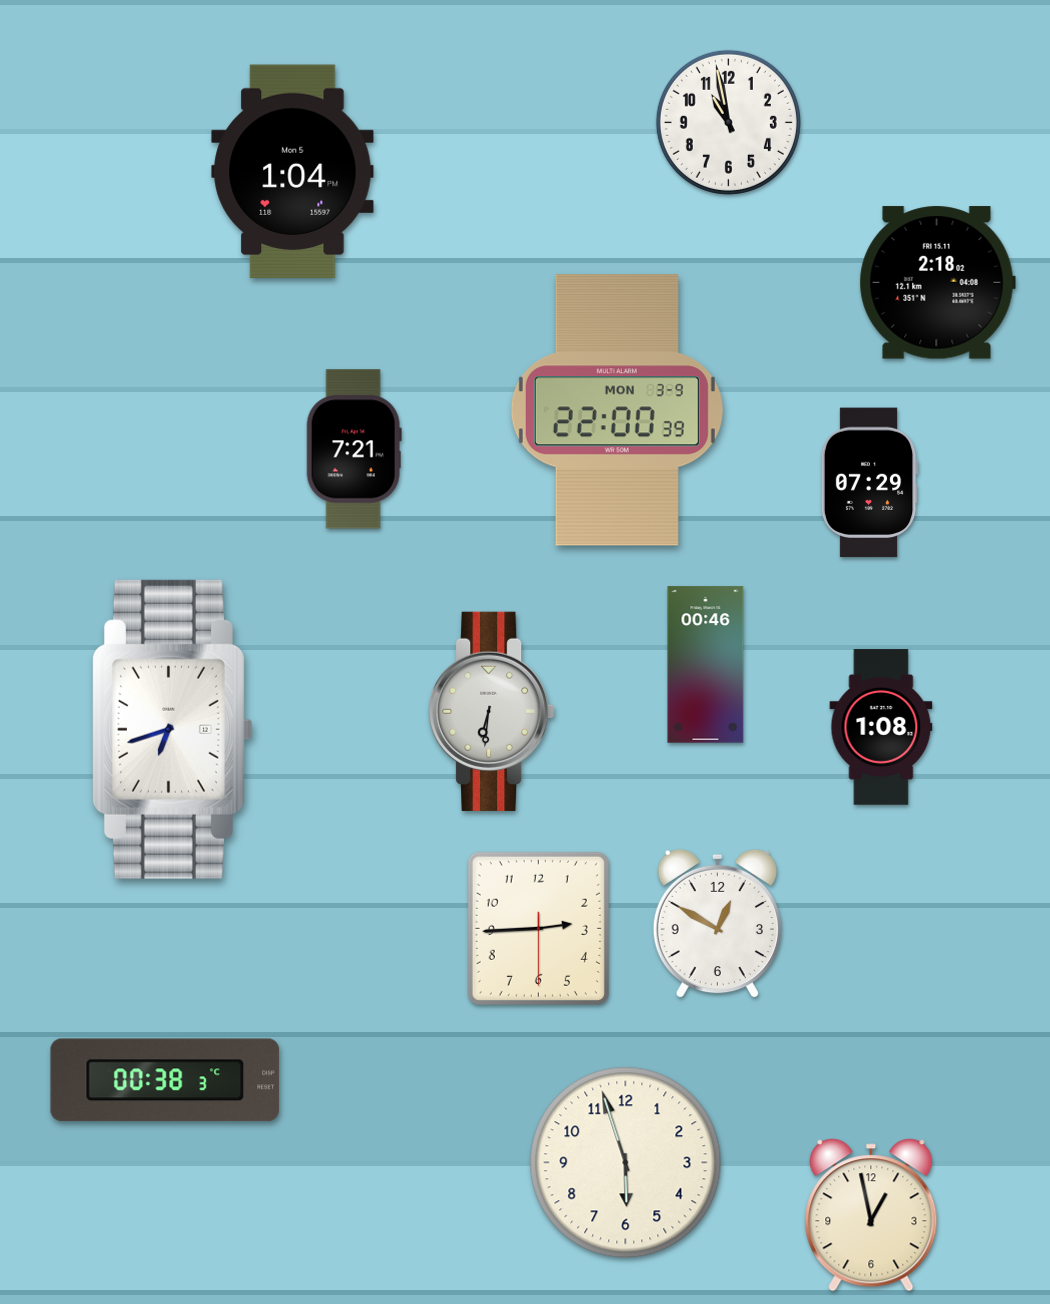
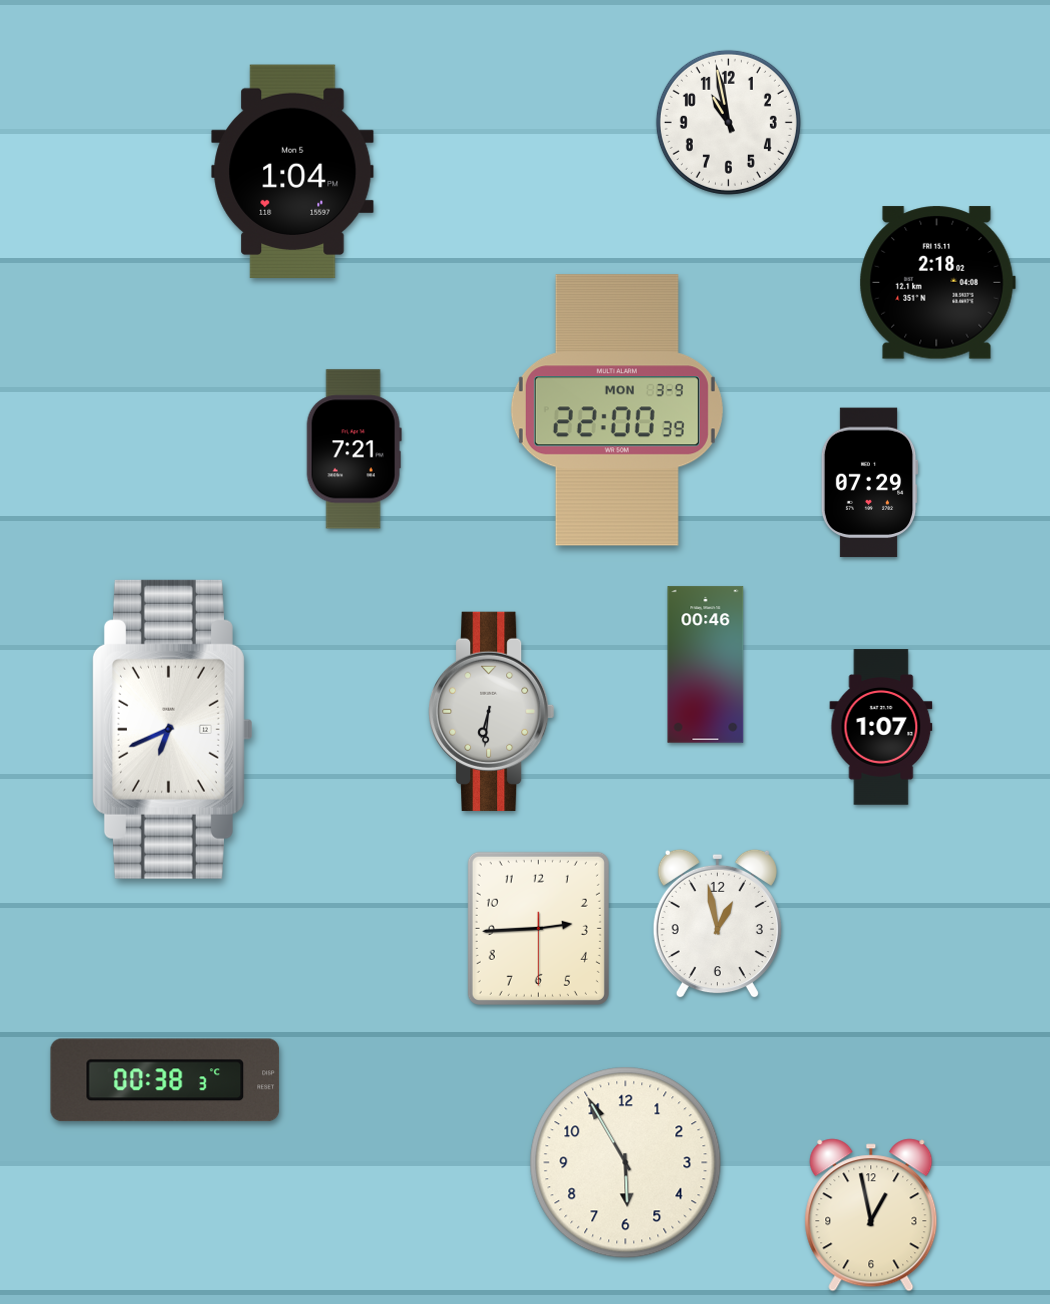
clock at (881, 727): 1:08 -> 1:07
clock at (172, 729): 6:42 -> 6:41
clock at (717, 924): 12:50 -> 12:58
clock at (626, 1163): 5:57 -> 5:55
